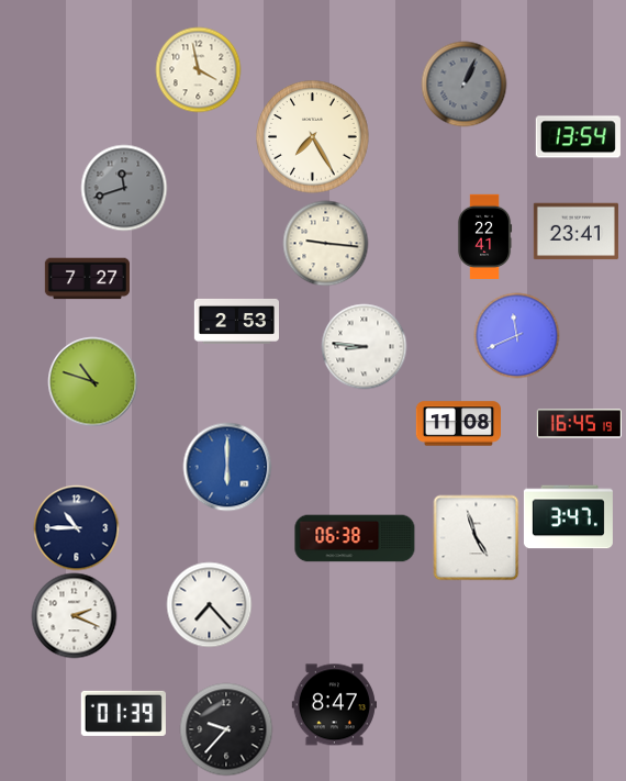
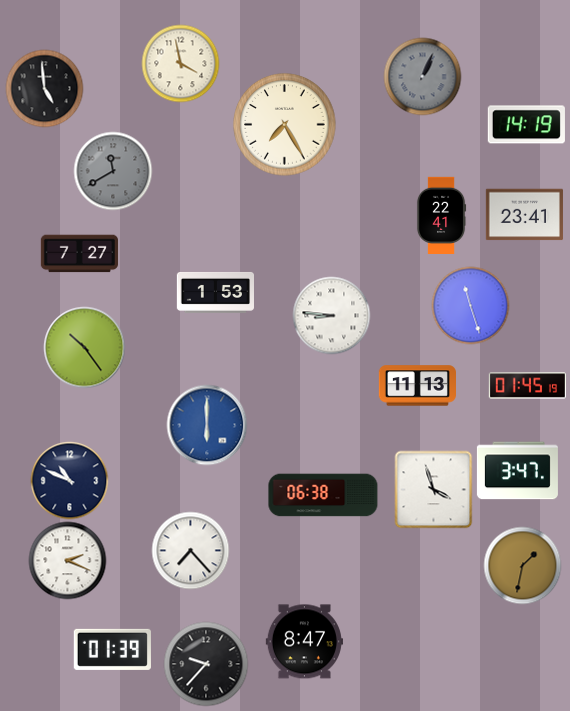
clock at (44, 88): none -> 4:59
clock at (578, 137): 13:54 -> 14:19
clock at (124, 188): 11:42 -> 11:40
clock at (575, 232) position: (575, 232) -> (524, 215)
clock at (325, 243): 9:16 -> none
clock at (236, 321): 2:53 -> 1:53
clock at (516, 335): 11:41 -> 11:27
clock at (92, 381): 10:48 -> 10:24
clock at (458, 424): 11:08 -> 11:13
clock at (579, 424): 16:45 -> 01:45
clock at (76, 527): 10:45 -> 10:49
clock at (476, 537): 4:57 -> 3:57
clock at (355, 538) position: (355, 538) -> (323, 495)
clock at (522, 565): none -> 1:32
